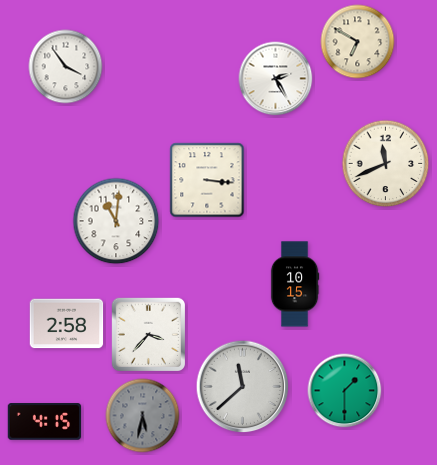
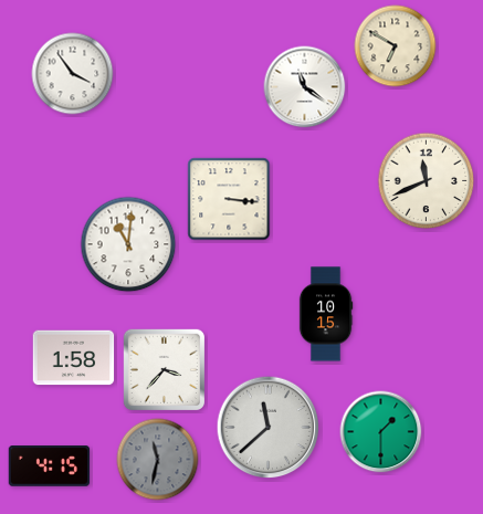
clock at (276, 79): 2:25 -> 11:21
clock at (67, 324): 2:58 -> 1:58
clock at (143, 416): 5:32 -> 11:32
